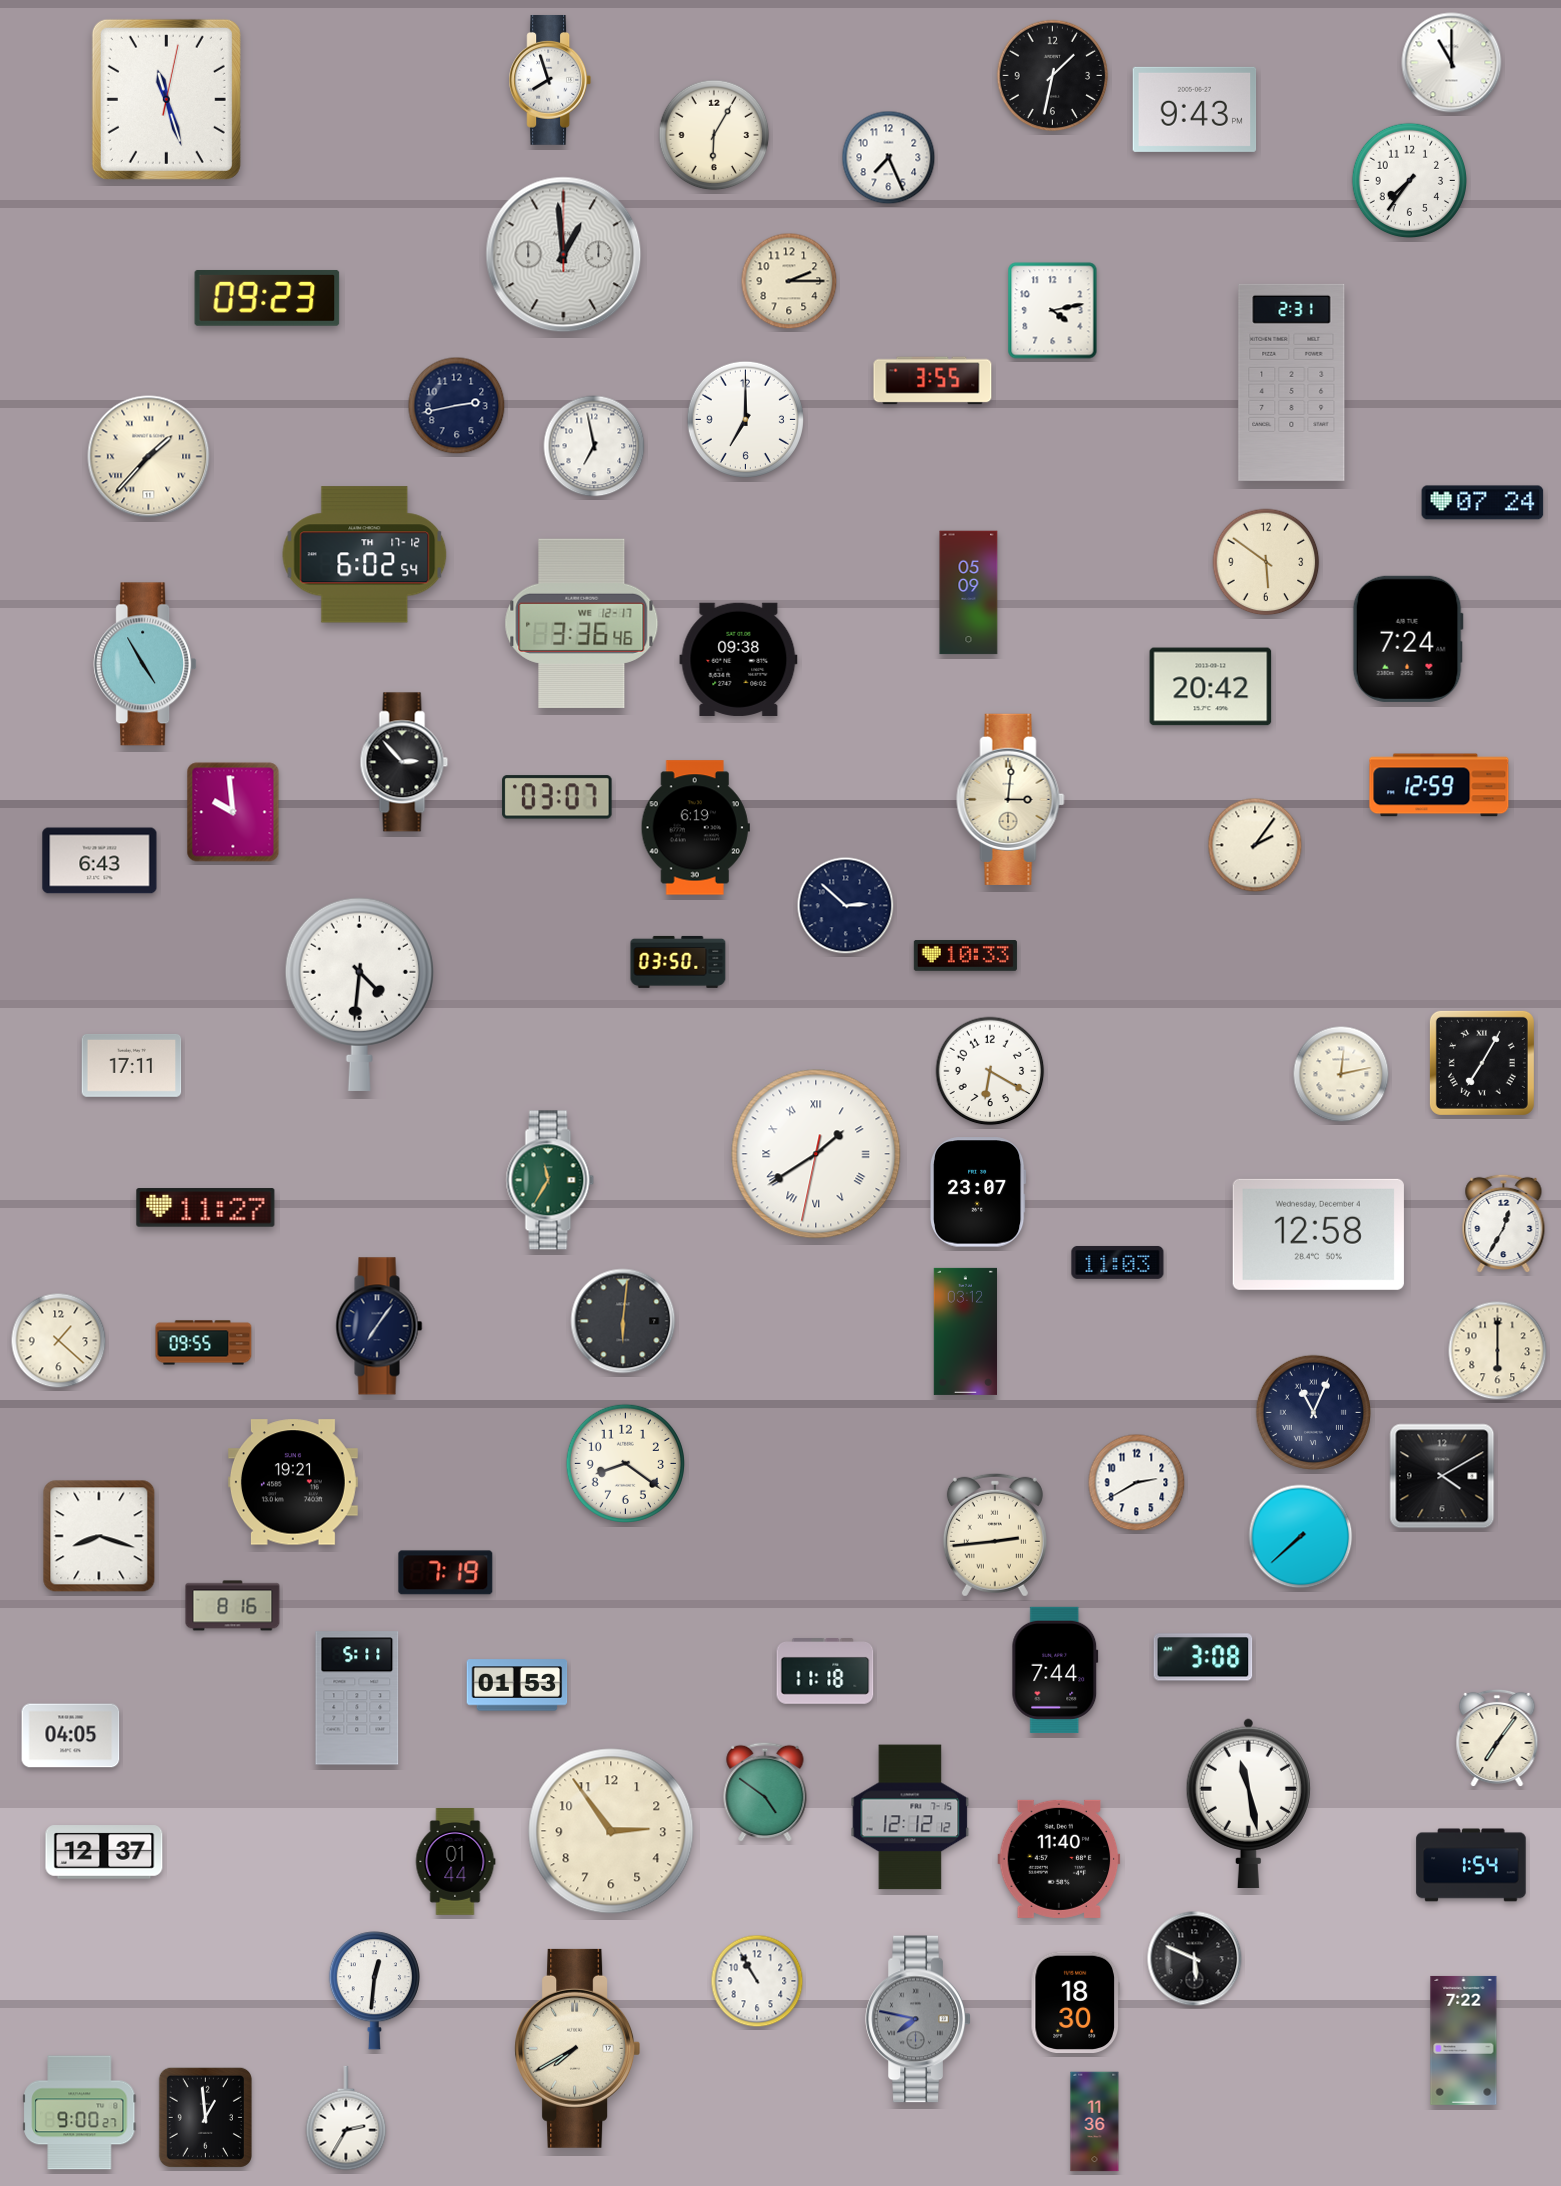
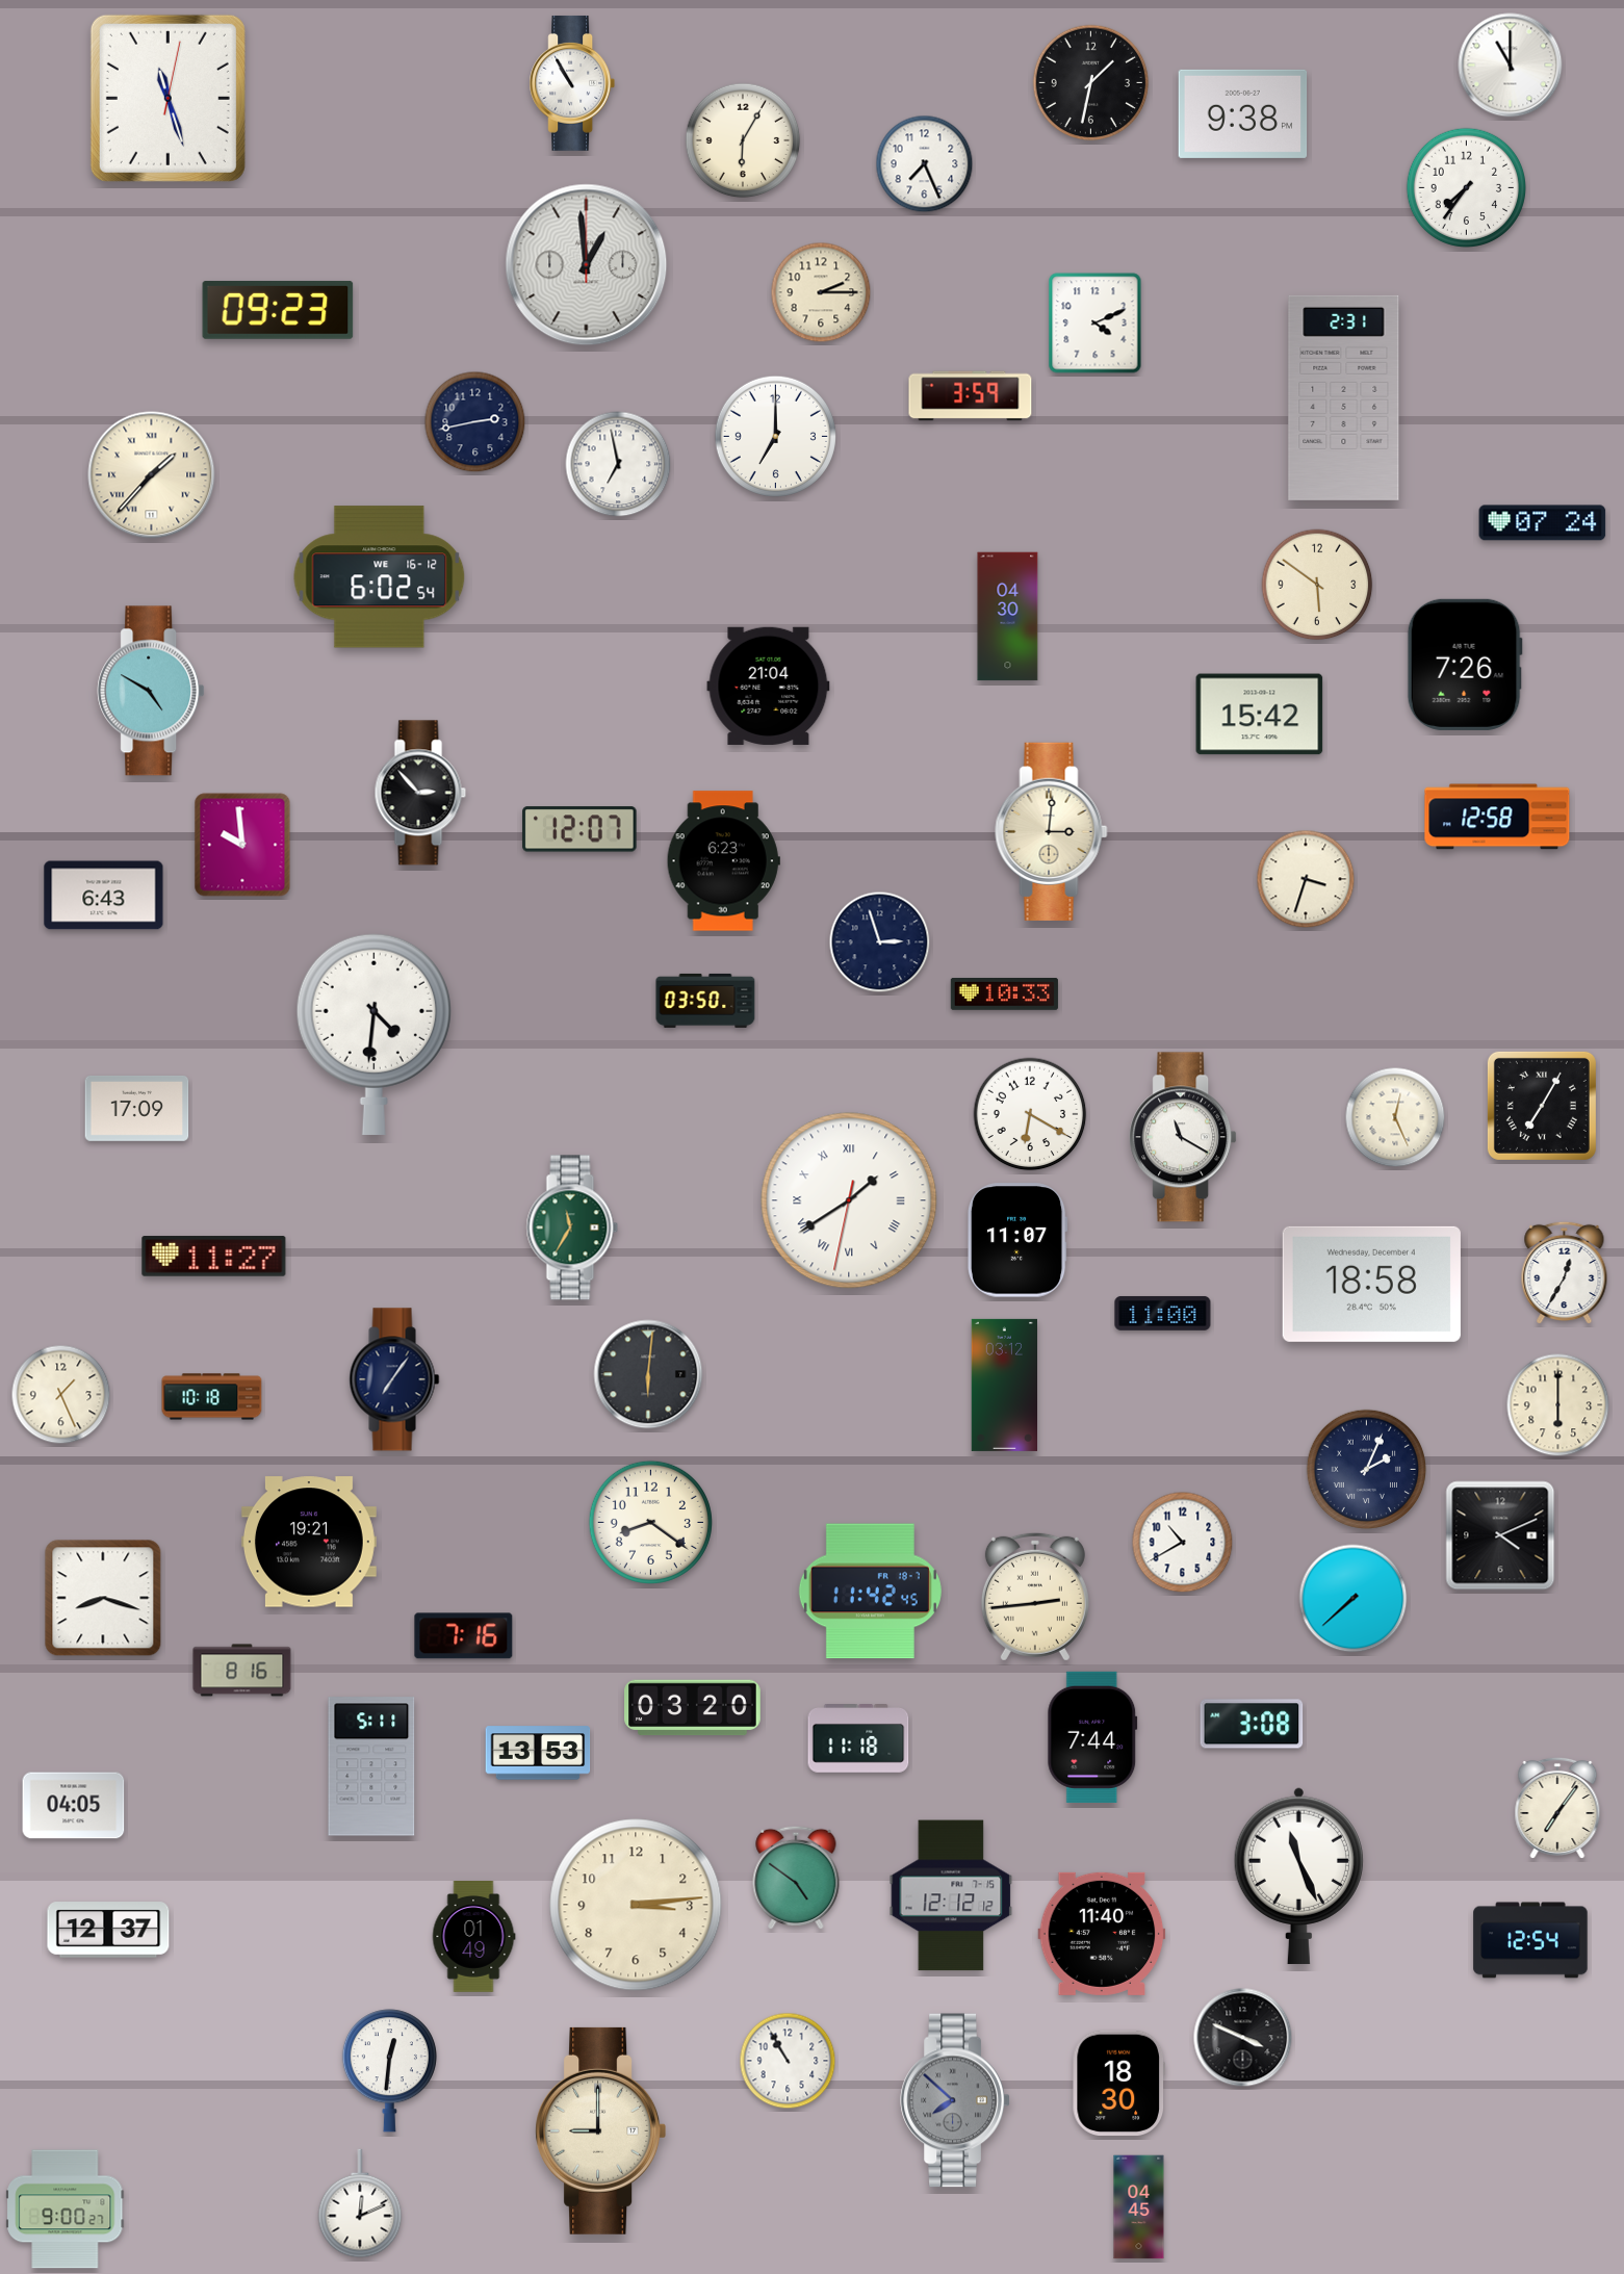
clock at (1053, 76) position: (1053, 76) -> (1091, 83)
clock at (550, 80): 7:57 -> 10:55
clock at (166, 99) position: (166, 99) -> (167, 98)
clock at (1195, 109): 9:43 -> 9:38
clock at (1053, 311): 4:13 -> 4:11
clock at (933, 381): 3:55 -> 3:59
clock at (149, 457) position: (149, 457) -> (152, 475)
clock at (365, 555) date: TH 17-12 -> WE 16-12
clock at (969, 593): 05:09 -> 04:30
clock at (582, 624): 3:36 -> none
clock at (1408, 639): 7:24 -> 7:26
clock at (739, 659): 09:38 -> 21:04
clock at (145, 664): 4:55 -> 4:50
clock at (1211, 687): 20:42 -> 15:42
clock at (1439, 785): 12:59 -> 12:58
clock at (557, 797): 03:07 -> 12:07
clock at (695, 828): 6:19 -> 6:23
clock at (1255, 845): 2:06 -> 3:33
clock at (846, 906): 2:52 -> 2:57
clock at (132, 1065): 17:11 -> 17:09
clock at (1341, 1074): 12:13 -> 12:26
clock at (1183, 1137): none -> 11:20
clock at (979, 1192): 23:07 -> 11:07
clock at (1318, 1234): 12:58 -> 18:58
clock at (1118, 1263): 11:03 -> 11:00
clock at (59, 1341): 1:22 -> 1:26
clock at (204, 1343): 09:55 -> 10:18
clock at (1313, 1412): 11:04 -> 2:04
clock at (1442, 1476): 4:10 -> 4:11
clock at (293, 1482) position: (293, 1482) -> (309, 1542)
clock at (1137, 1483): 2:40 -> 10:40
clock at (870, 1592): none -> 11:42
clock at (446, 1573): 7:19 -> 7:16
clock at (693, 1708): none -> 03:20
clock at (1055, 1670) position: (1055, 1670) -> (1092, 1737)
clock at (517, 1685): 01:53 -> 13:53
clock at (765, 1792) position: (765, 1792) -> (796, 1878)
clock at (1248, 1804): 11:28 -> 11:26
clock at (910, 1817) position: (910, 1817) -> (951, 1895)
clock at (611, 1831): 2:54 -> 3:14
clock at (104, 1852) position: (104, 1852) -> (108, 1930)
clock at (455, 1862): 01:44 -> 01:49
clock at (1471, 1865): 1:54 -> 12:54
clock at (1195, 1959): 5:49 -> 3:49
clock at (918, 2019): 7:47 -> 7:52
clock at (1464, 2040): 7:22 -> none
clock at (578, 2048): 7:40 -> 9:00
clock at (80, 2113) position: (80, 2113) -> (66, 2210)
clock at (205, 2117): 12:59 -> none
clock at (346, 2118): 2:35 -> 12:11
clock at (1095, 2122): 11:36 -> 04:45
